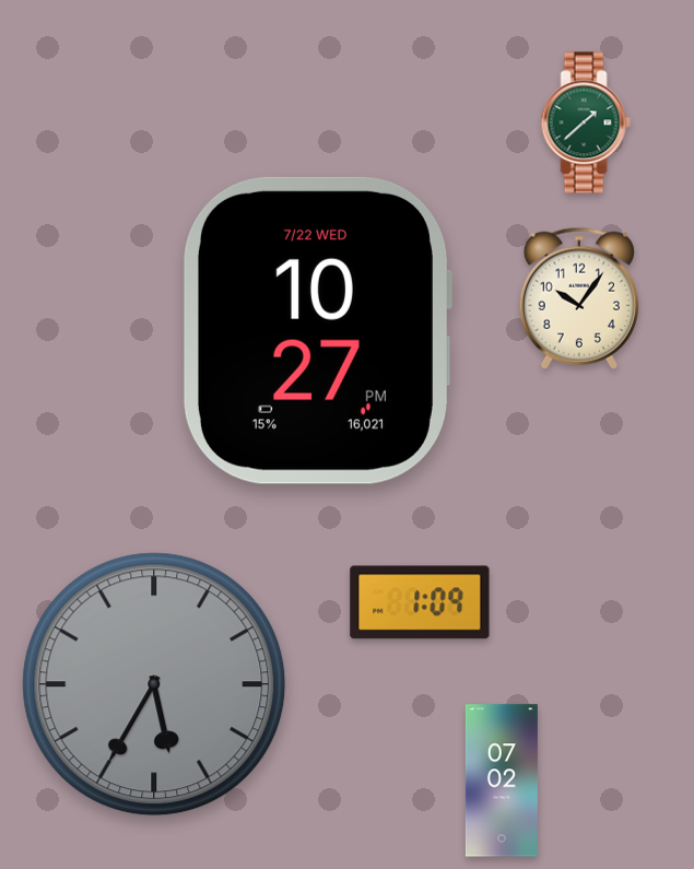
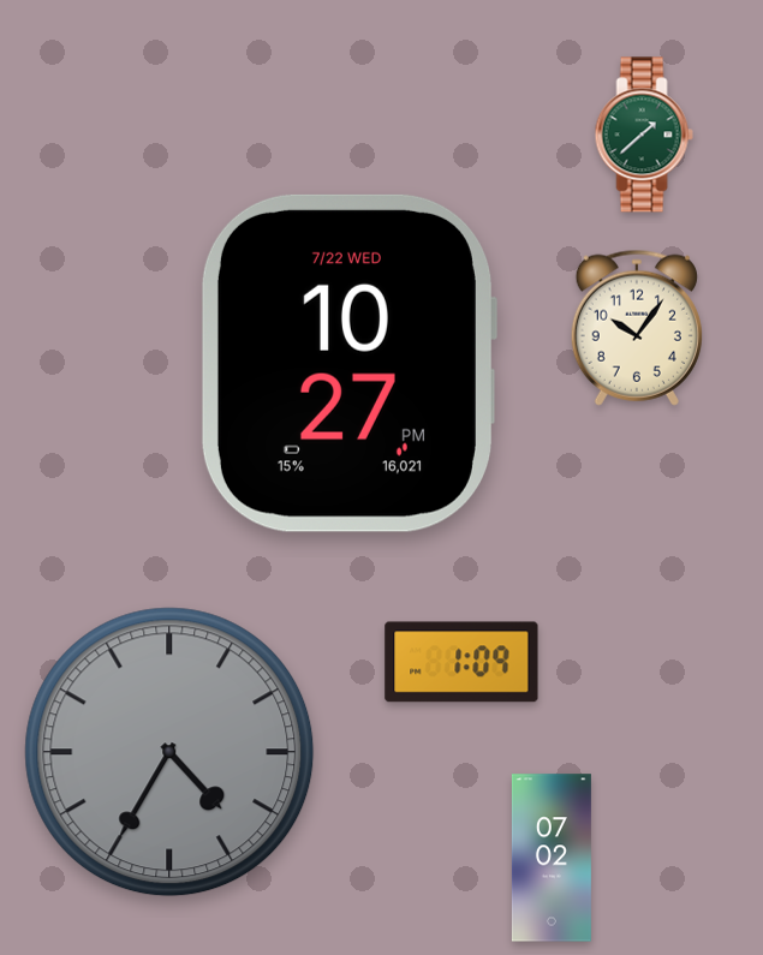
clock at (154, 684): 5:35 -> 4:35
